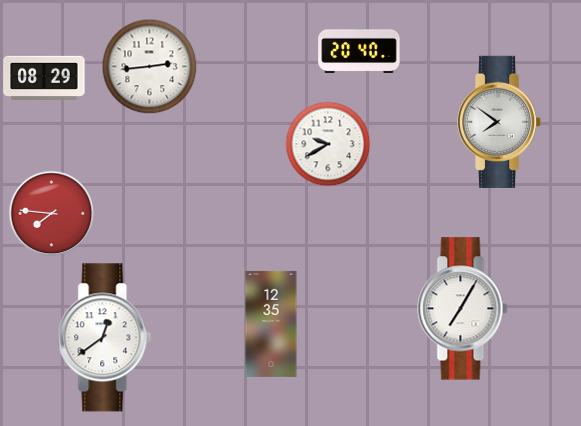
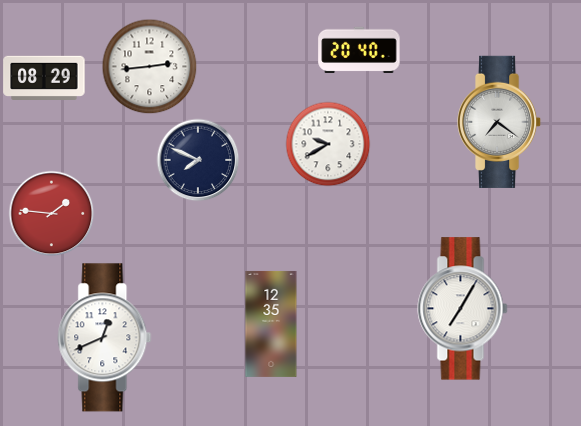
clock at (500, 122): 7:51 -> 7:21
clock at (198, 160): none -> 7:49
clock at (52, 214): 7:46 -> 1:46
clock at (105, 338): 12:39 -> 12:41
